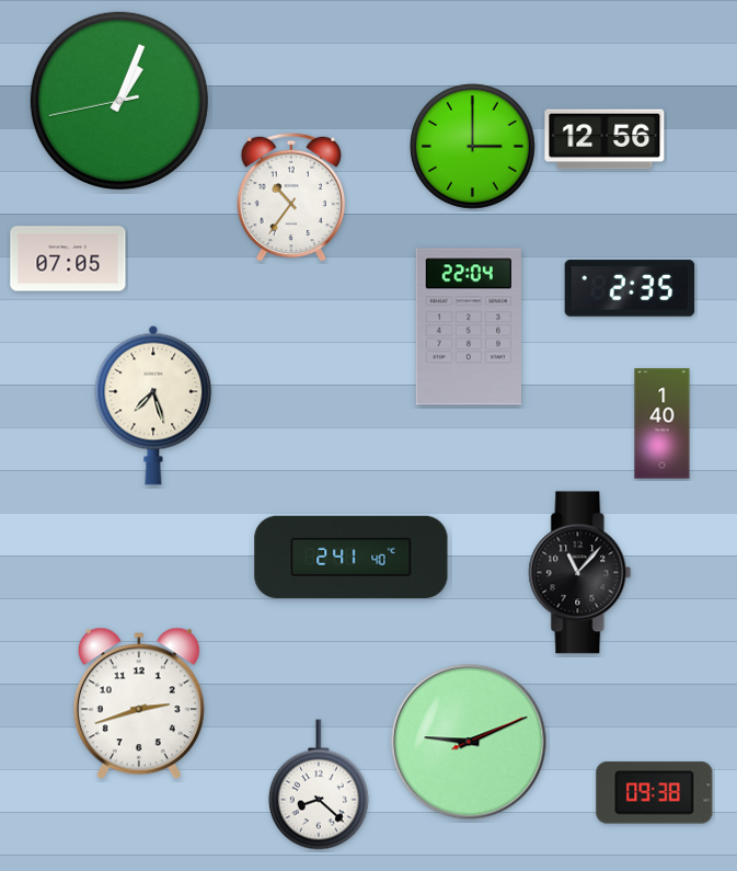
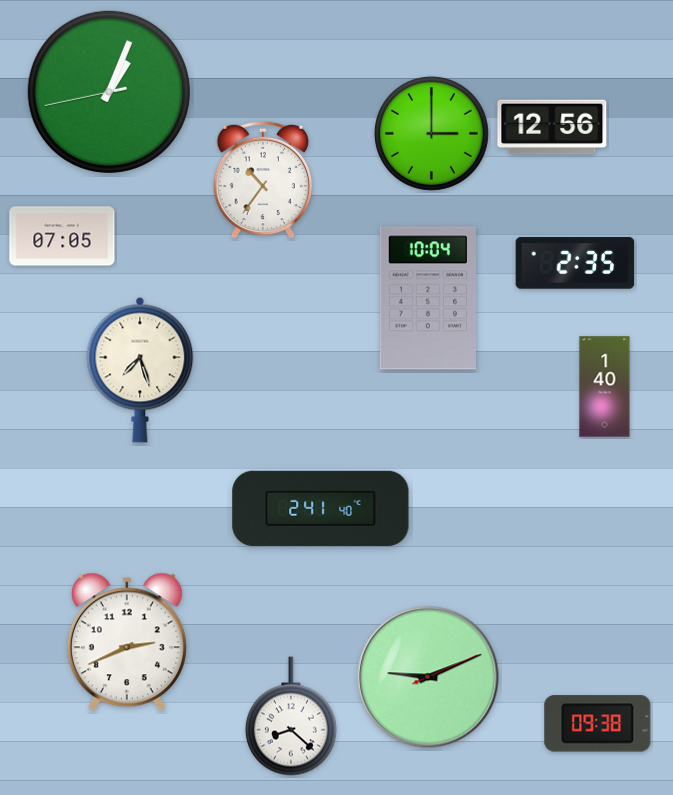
clock at (290, 197) position: (290, 197) -> (262, 180)
clock at (468, 326): 22:04 -> 10:04
clock at (580, 573): 11:07 -> none
clock at (139, 703): 2:42 -> 2:41
